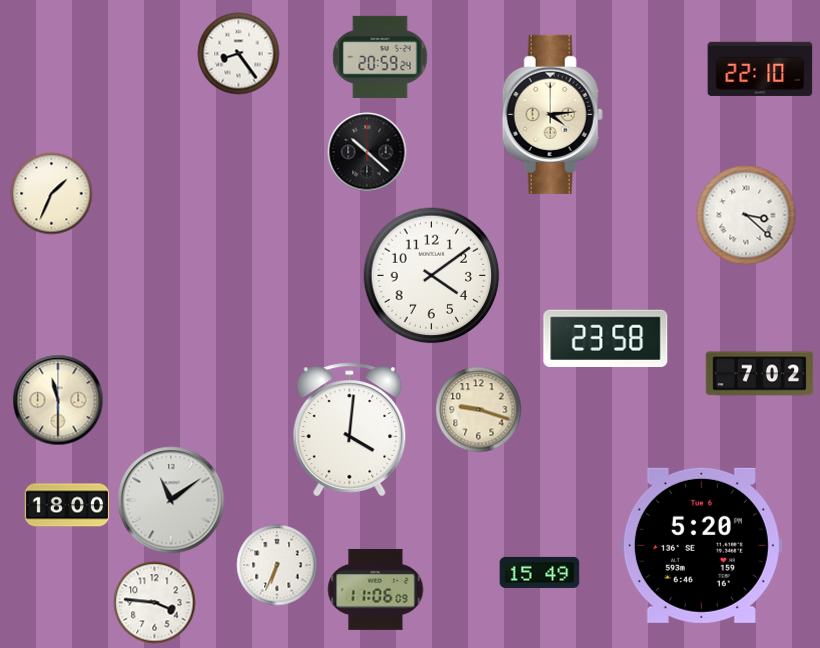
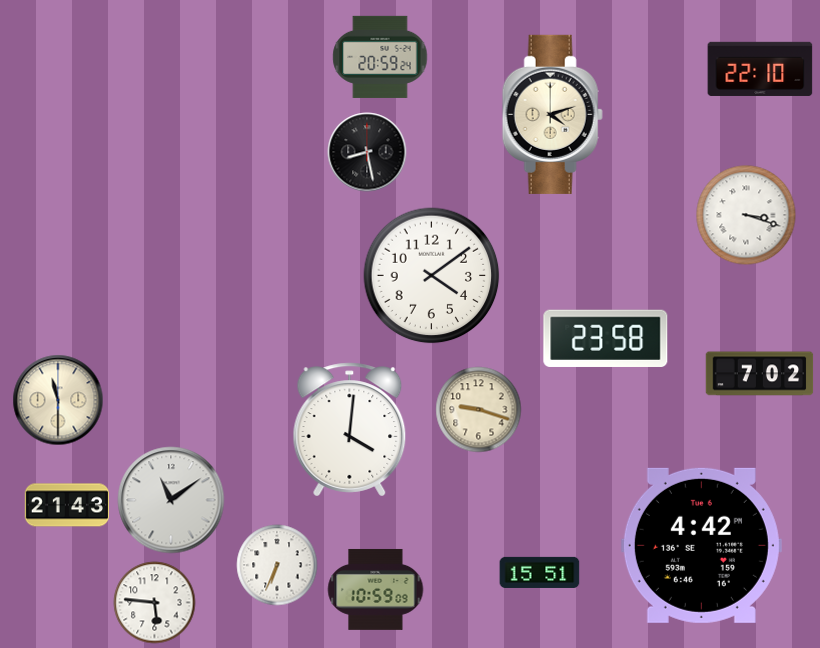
clock at (239, 54): 8:24 -> none
clock at (552, 114): 4:14 -> 4:12
clock at (367, 152): 10:22 -> 8:28
clock at (52, 194): 1:34 -> none
clock at (746, 215): 3:22 -> 3:18
clock at (66, 505): 18:00 -> 21:43
clock at (701, 545): 5:20 -> 4:42
clock at (540, 572): 15:49 -> 15:51
clock at (376, 589): 11:06 -> 10:59
clock at (155, 603): 3:46 -> 5:46
